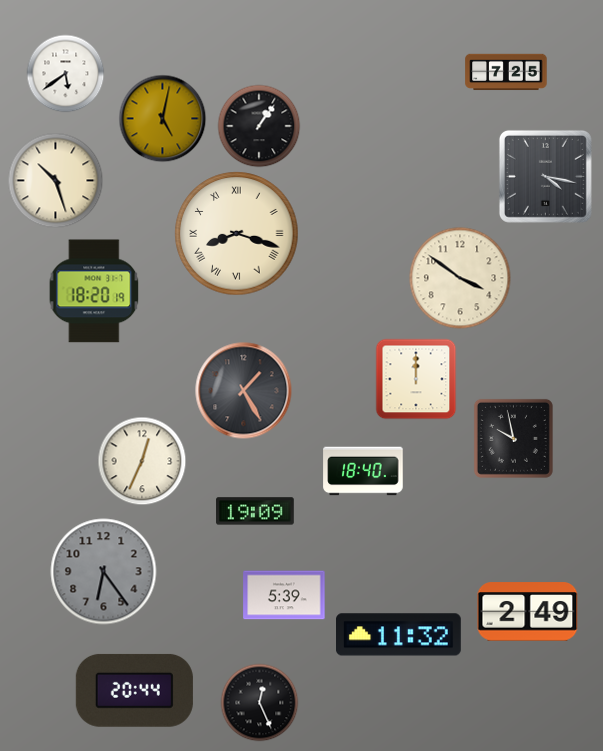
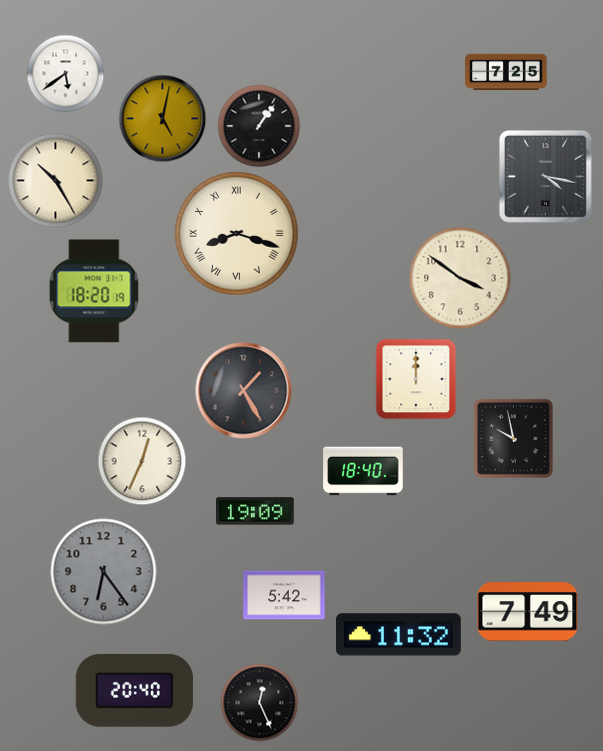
clock at (55, 180): 10:27 -> 10:25
clock at (284, 595): 5:39 -> 5:42
clock at (528, 612): 2:49 -> 7:49
clock at (134, 690): 20:44 -> 20:40
